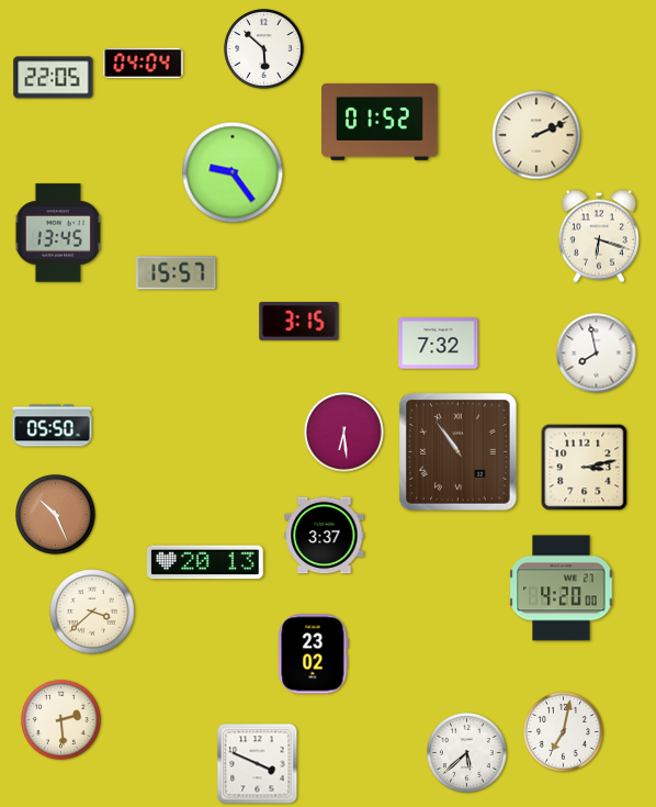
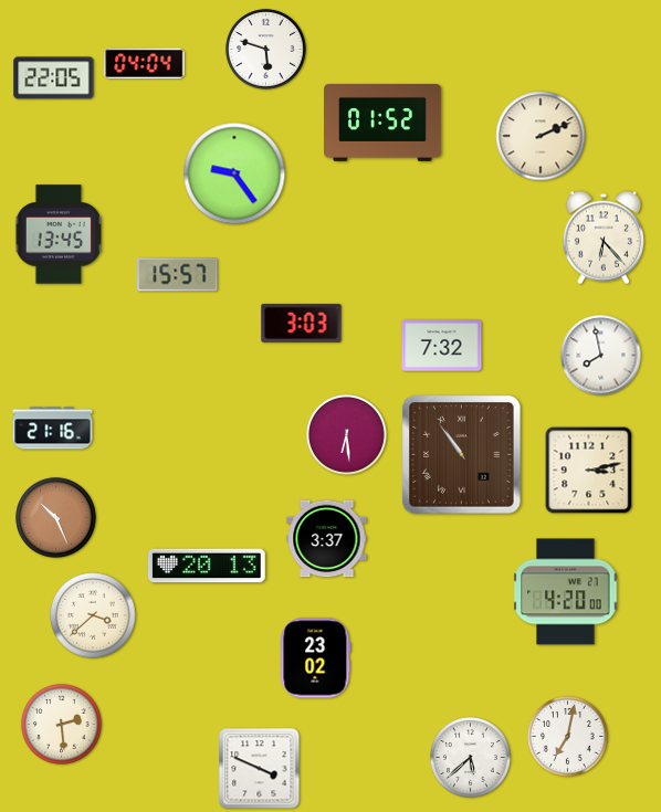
clock at (264, 49): 5:52 -> 5:48
clock at (599, 236): 6:18 -> 6:23
clock at (299, 321): 3:15 -> 3:03
clock at (53, 426): 05:50 -> 21:16
